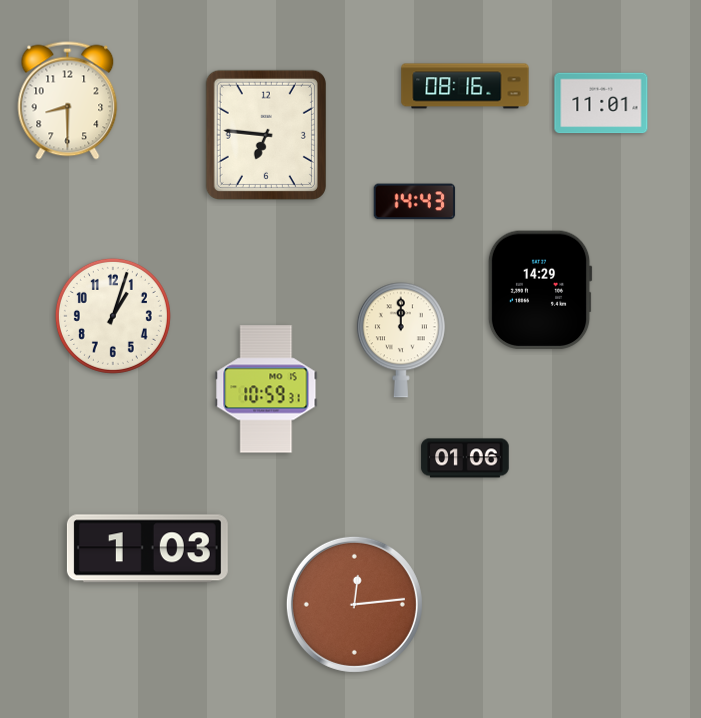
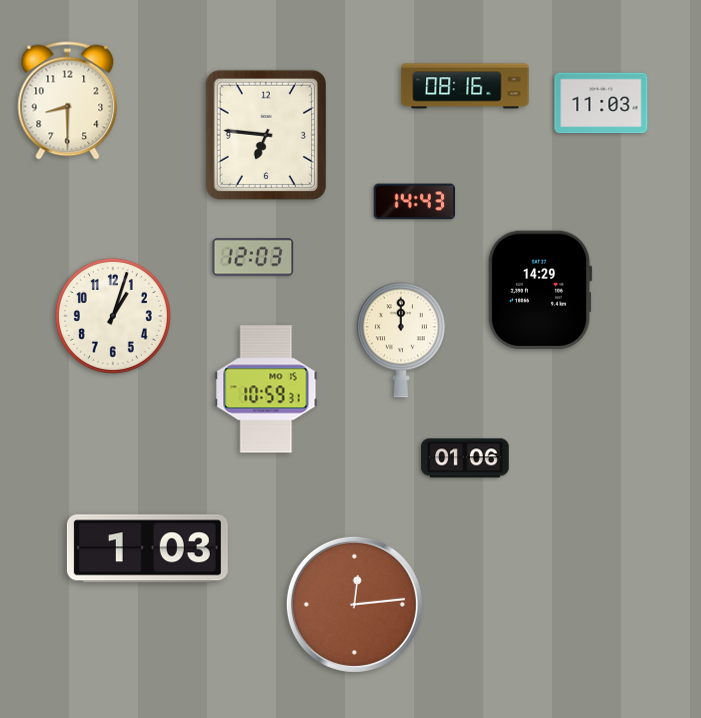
clock at (601, 103): 11:01 -> 11:03
clock at (253, 257): none -> 12:03
